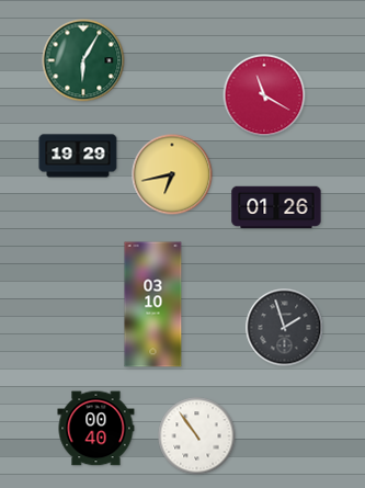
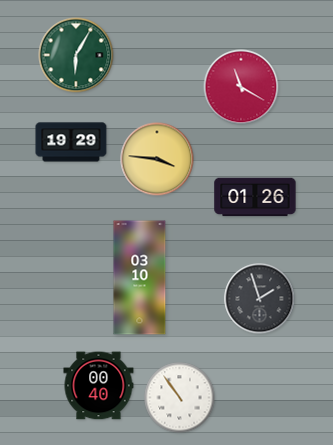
clock at (172, 174): 6:43 -> 3:46
clock at (276, 207) position: (276, 207) -> (255, 197)
clock at (96, 429) position: (96, 429) -> (99, 386)
